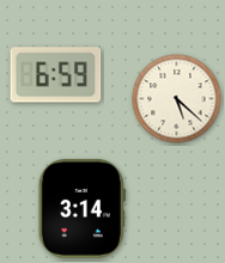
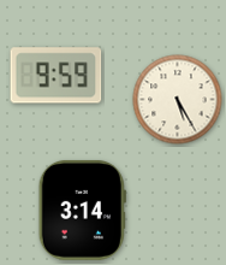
clock at (56, 75): 6:59 -> 9:59
clock at (177, 99): 5:22 -> 5:25
